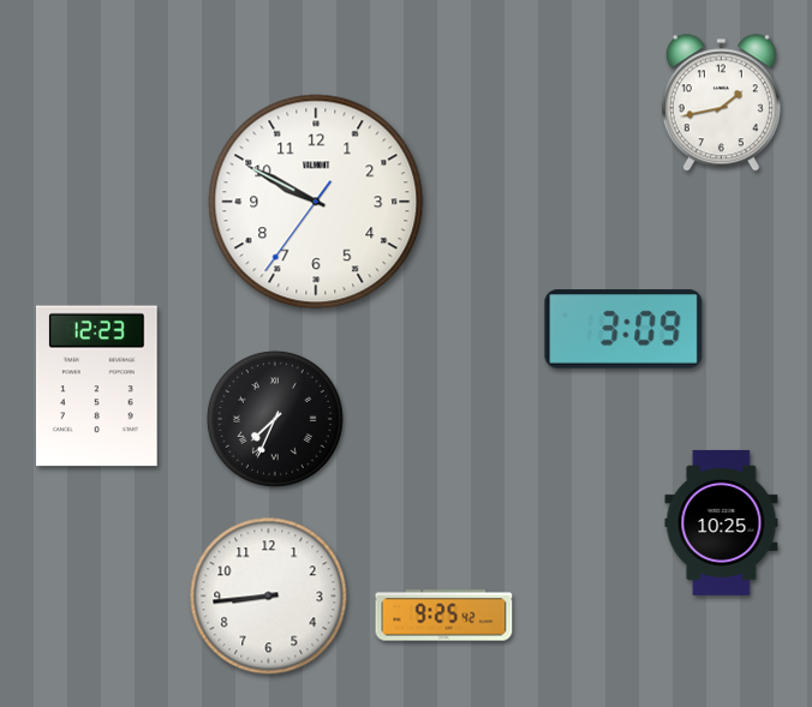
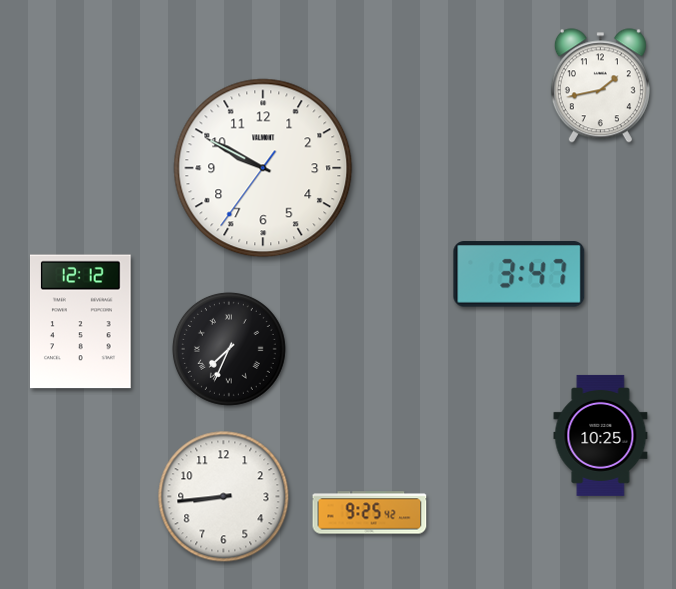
clock at (623, 329): 3:09 -> 3:47
clock at (97, 387): 12:23 -> 12:12
